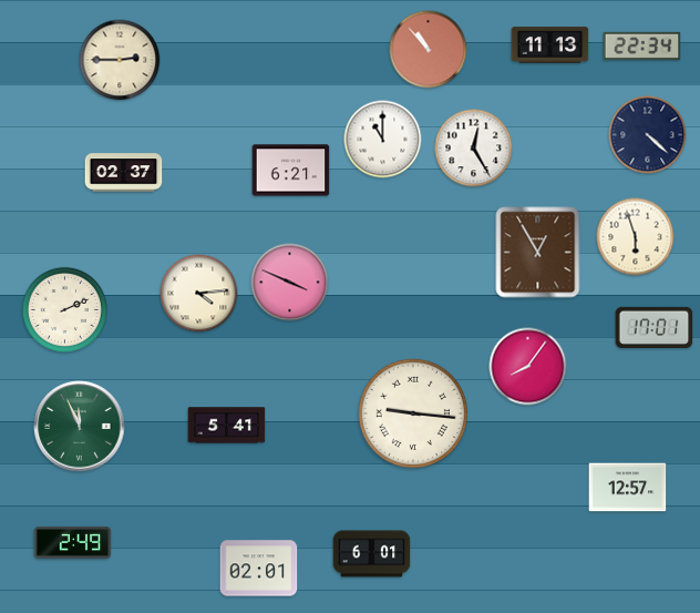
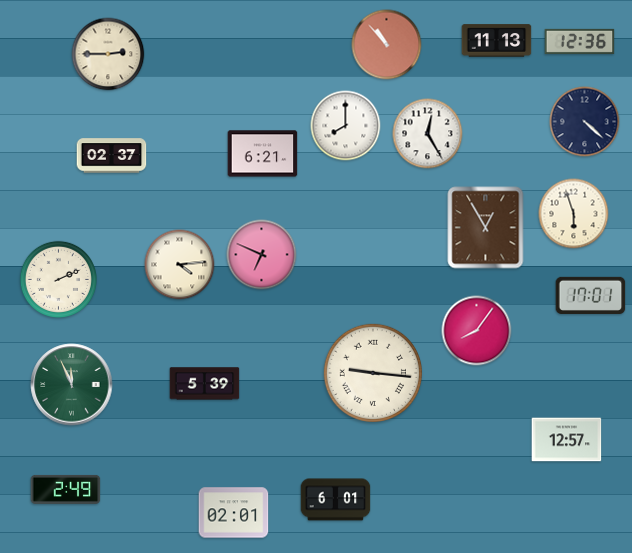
clock at (642, 45): 22:34 -> 12:36
clock at (383, 140): 11:00 -> 8:00
clock at (290, 283): 3:49 -> 6:49
clock at (227, 426): 5:41 -> 5:39
